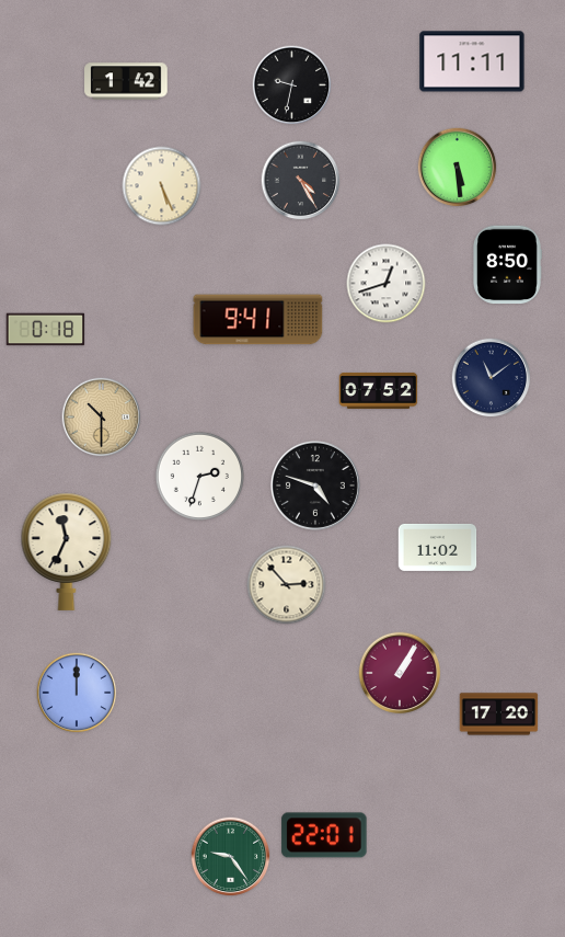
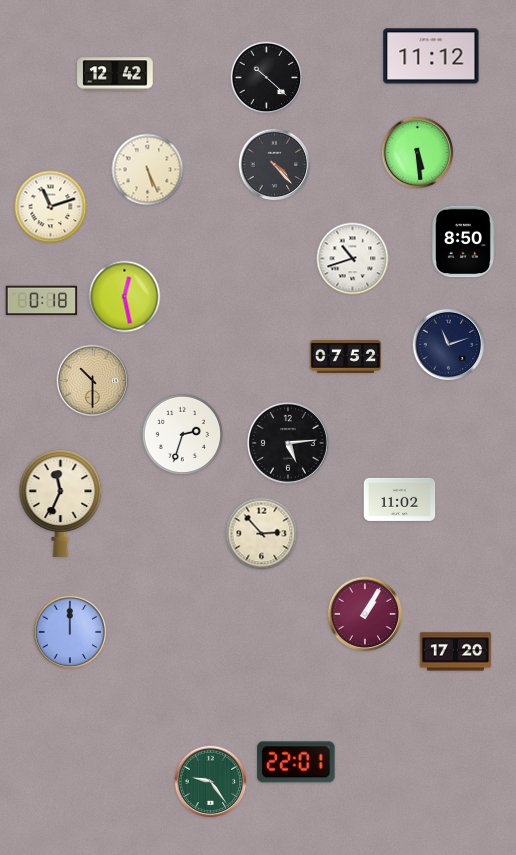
clock at (472, 61): 11:11 -> 11:12
clock at (126, 81): 1:42 -> 12:42
clock at (292, 85): 9:32 -> 10:22
clock at (301, 181): 4:25 -> 4:23
clock at (51, 207): none -> 11:12
clock at (387, 284): 12:42 -> 10:42
clock at (258, 320): 9:41 -> none
clock at (125, 297): none -> 12:28
clock at (492, 378): 11:09 -> 11:12
clock at (315, 485): 4:48 -> 5:14
